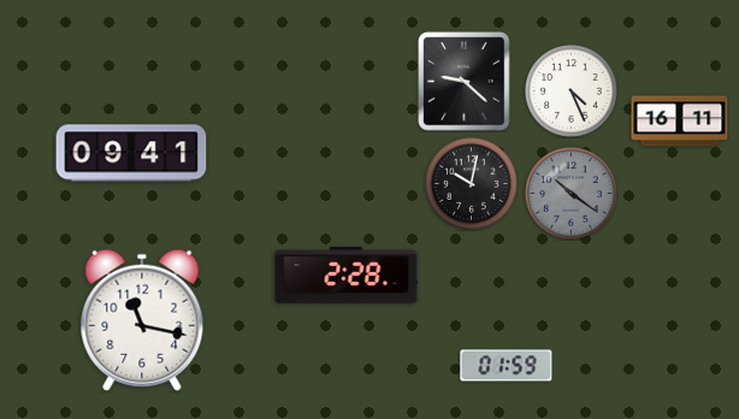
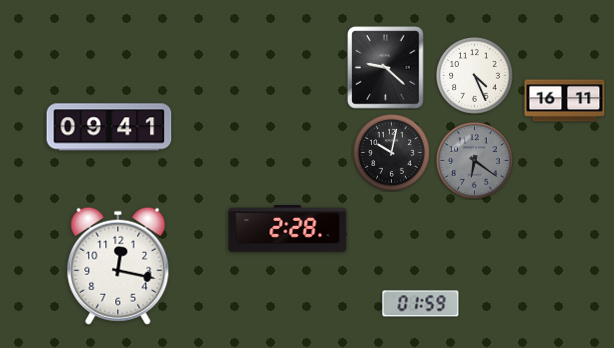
clock at (572, 194): 10:21 -> 6:21
clock at (142, 320): 11:17 -> 12:17
